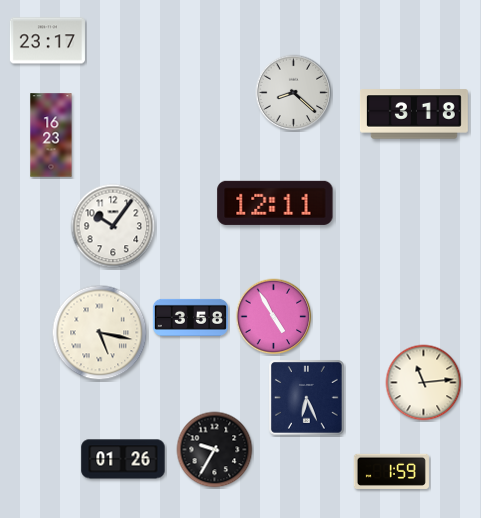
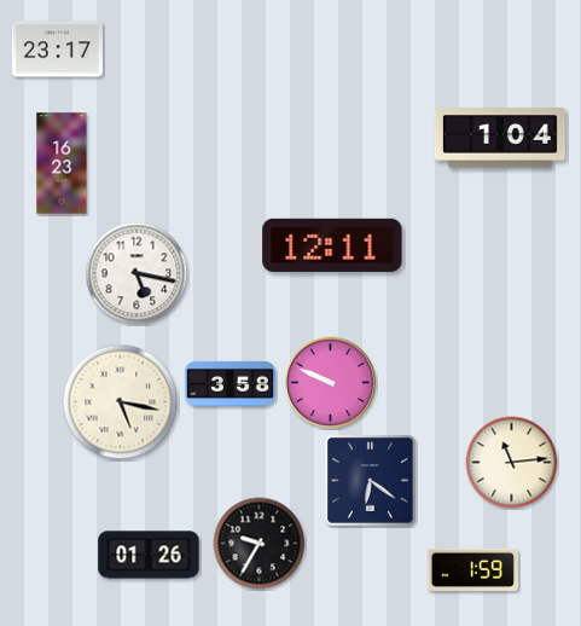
clock at (294, 93): 8:22 -> none
clock at (414, 114): 3:18 -> 1:04
clock at (113, 226): 10:06 -> 5:17
clock at (274, 317): 4:55 -> 9:49
clock at (307, 398): 6:26 -> 6:21
